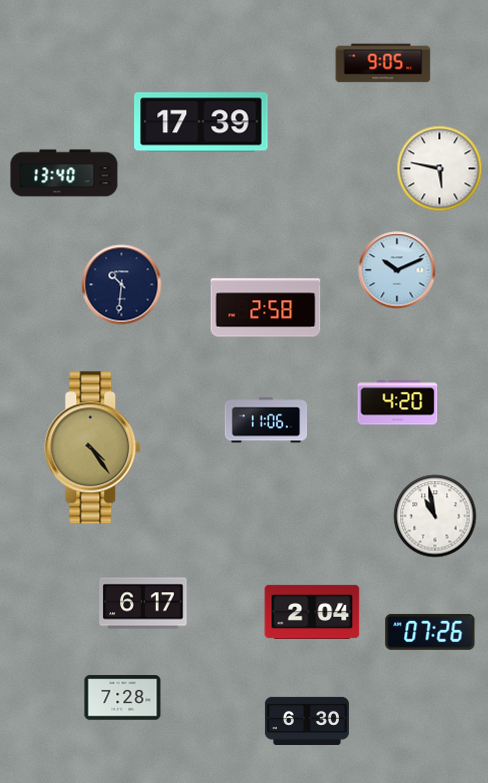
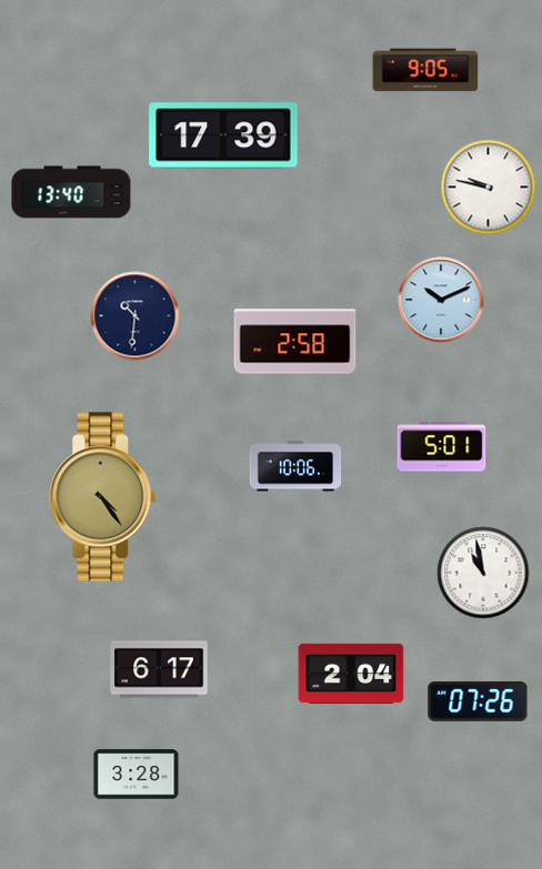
clock at (440, 169): 5:47 -> 9:47
clock at (398, 403): 4:20 -> 5:01
clock at (266, 420): 11:06 -> 10:06
clock at (312, 612) position: (312, 612) -> (351, 674)
clock at (123, 698): 7:28 -> 3:28
clock at (307, 721): 6:30 -> none
